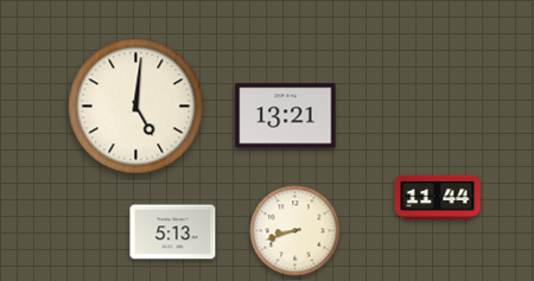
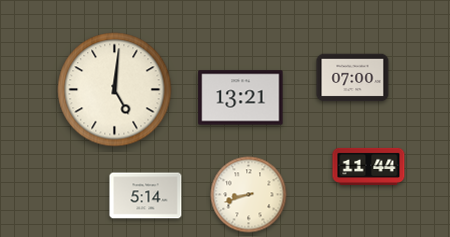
clock at (353, 78): none -> 07:00
clock at (173, 232): 5:13 -> 5:14
